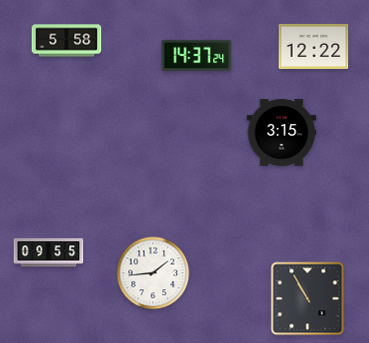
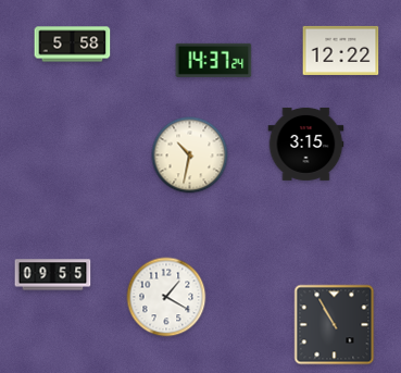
clock at (190, 156): none -> 10:32
clock at (153, 273): 1:44 -> 1:20
